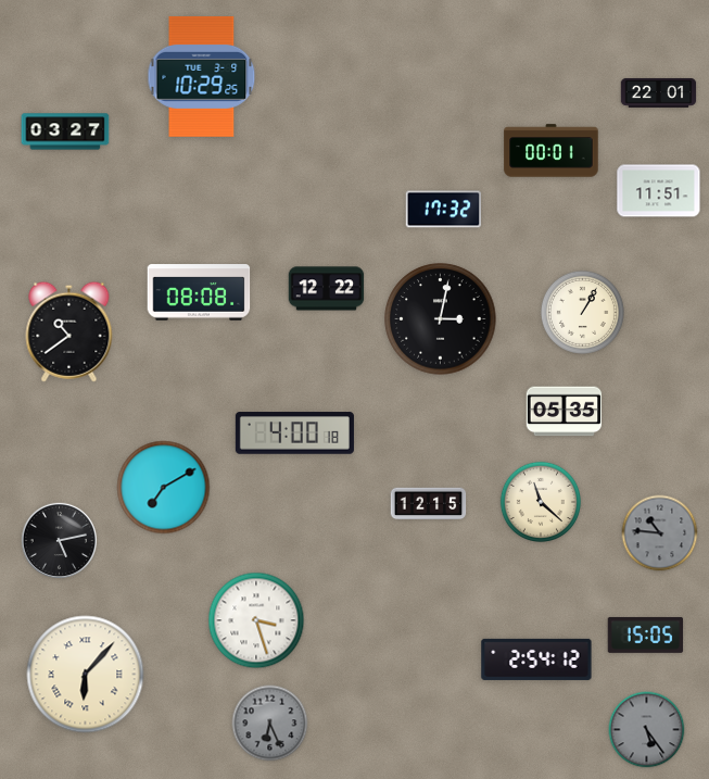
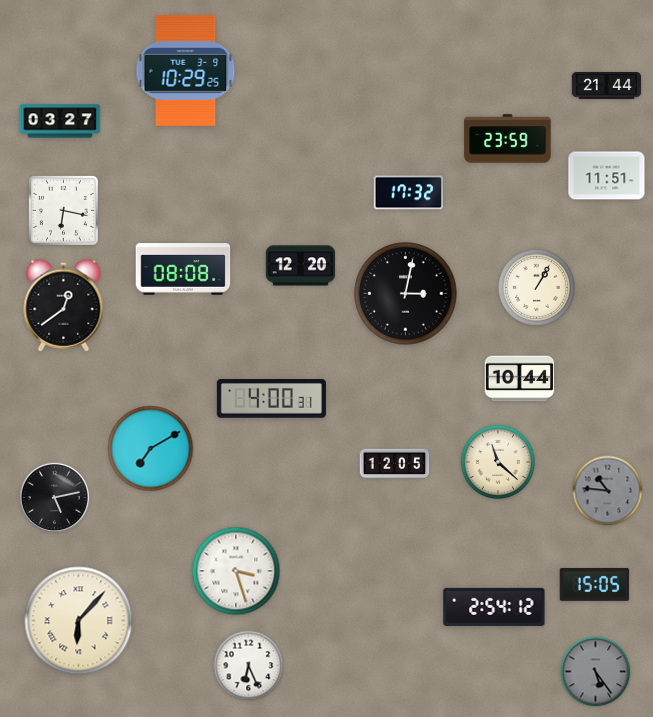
clock at (659, 92): 22:01 -> 21:44
clock at (552, 151): 00:01 -> 23:59
clock at (63, 210): none -> 6:17
clock at (327, 289): 12:22 -> 12:20
clock at (69, 331): 10:39 -> 12:39
clock at (565, 412): 05:35 -> 10:44
clock at (294, 434): 4:00:18 -> 4:00:31
clock at (429, 504): 12:15 -> 12:05
clock at (270, 724) dial: grey -> white
